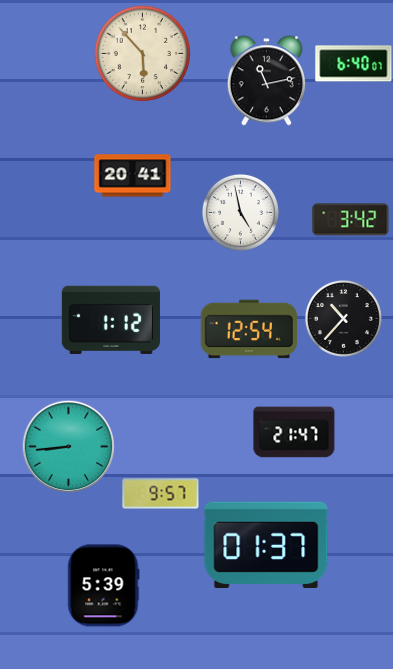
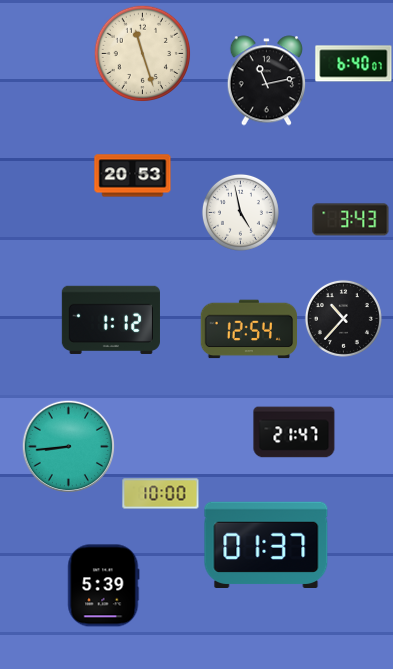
clock at (142, 53): 5:53 -> 11:27
clock at (133, 176): 20:41 -> 20:53
clock at (351, 220): 3:42 -> 3:43
clock at (161, 494): 9:57 -> 10:00
